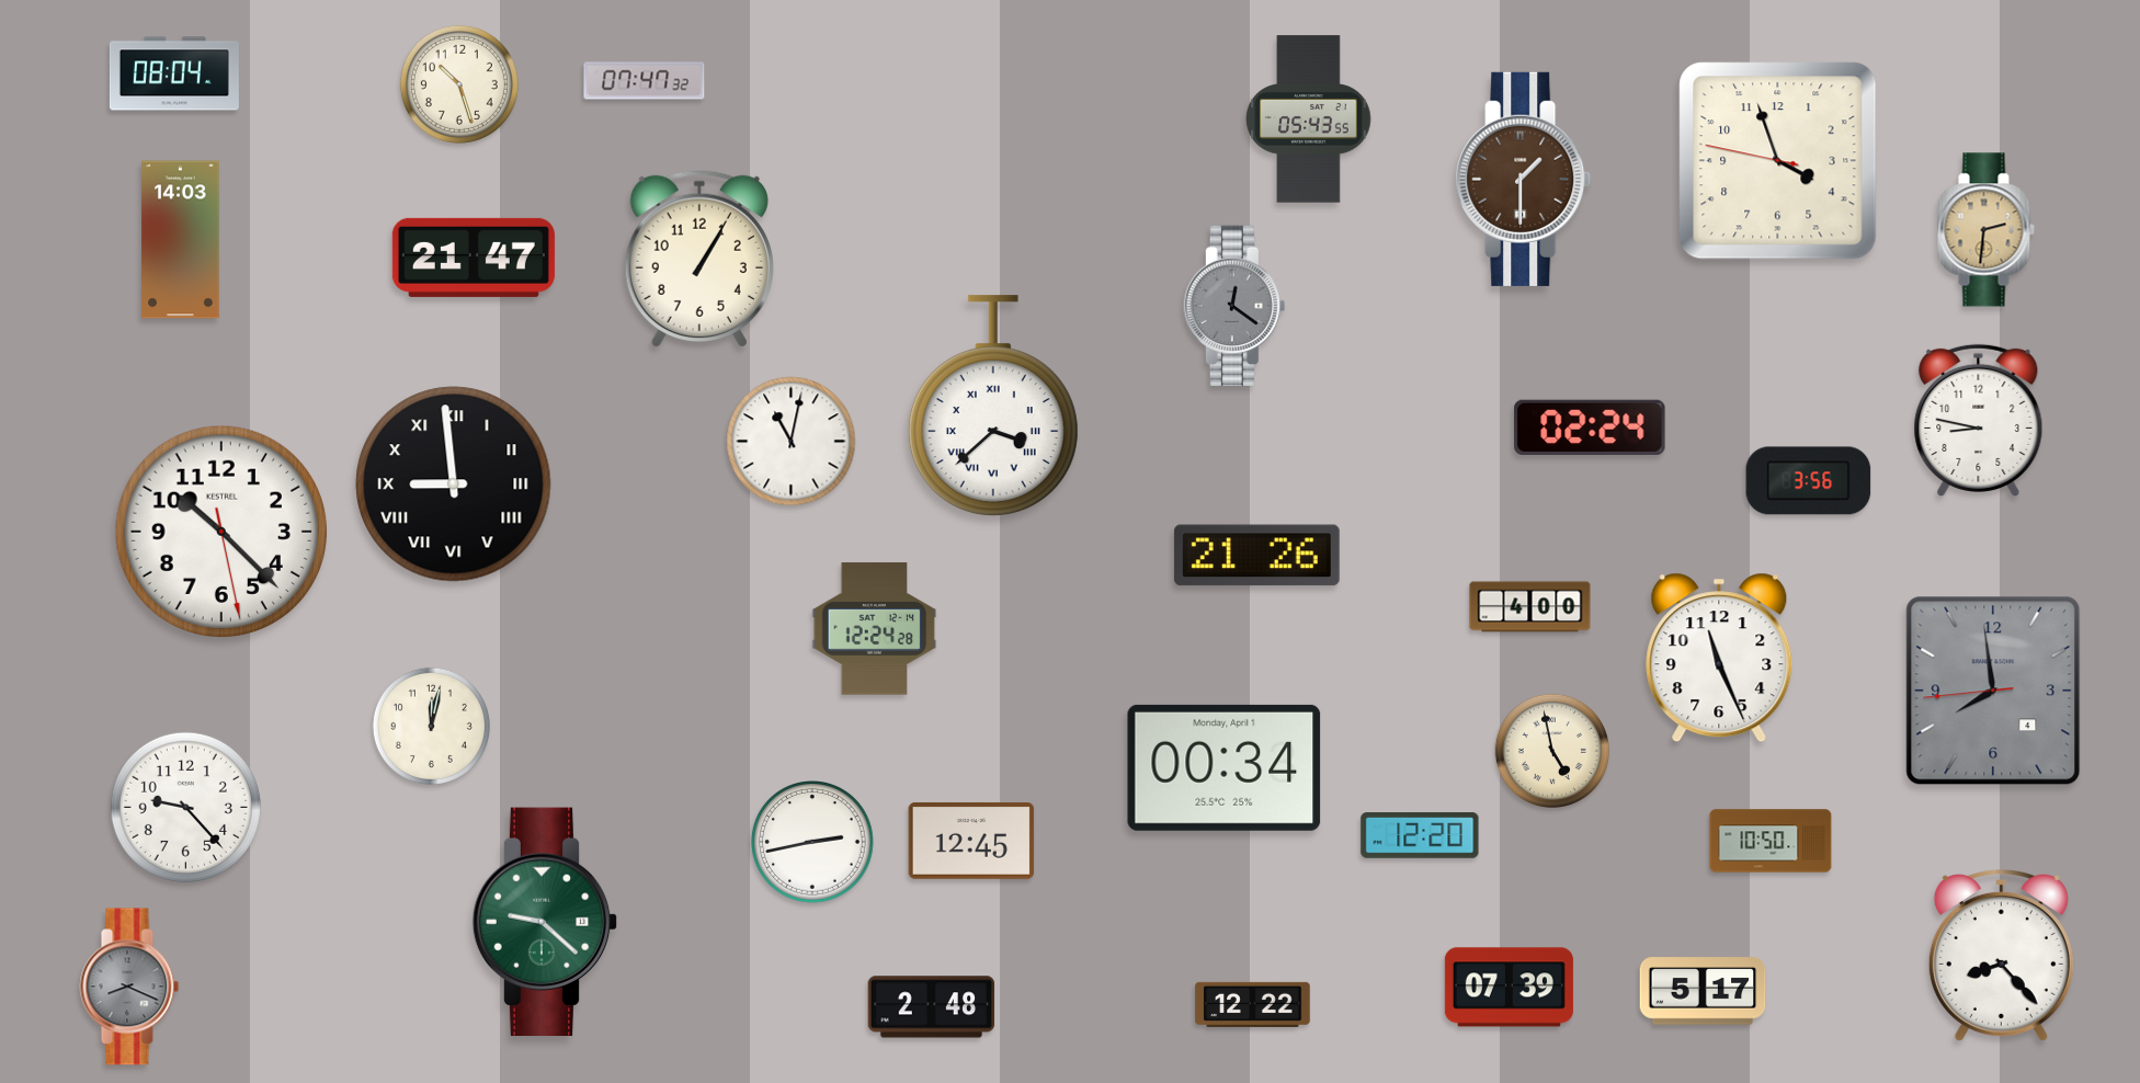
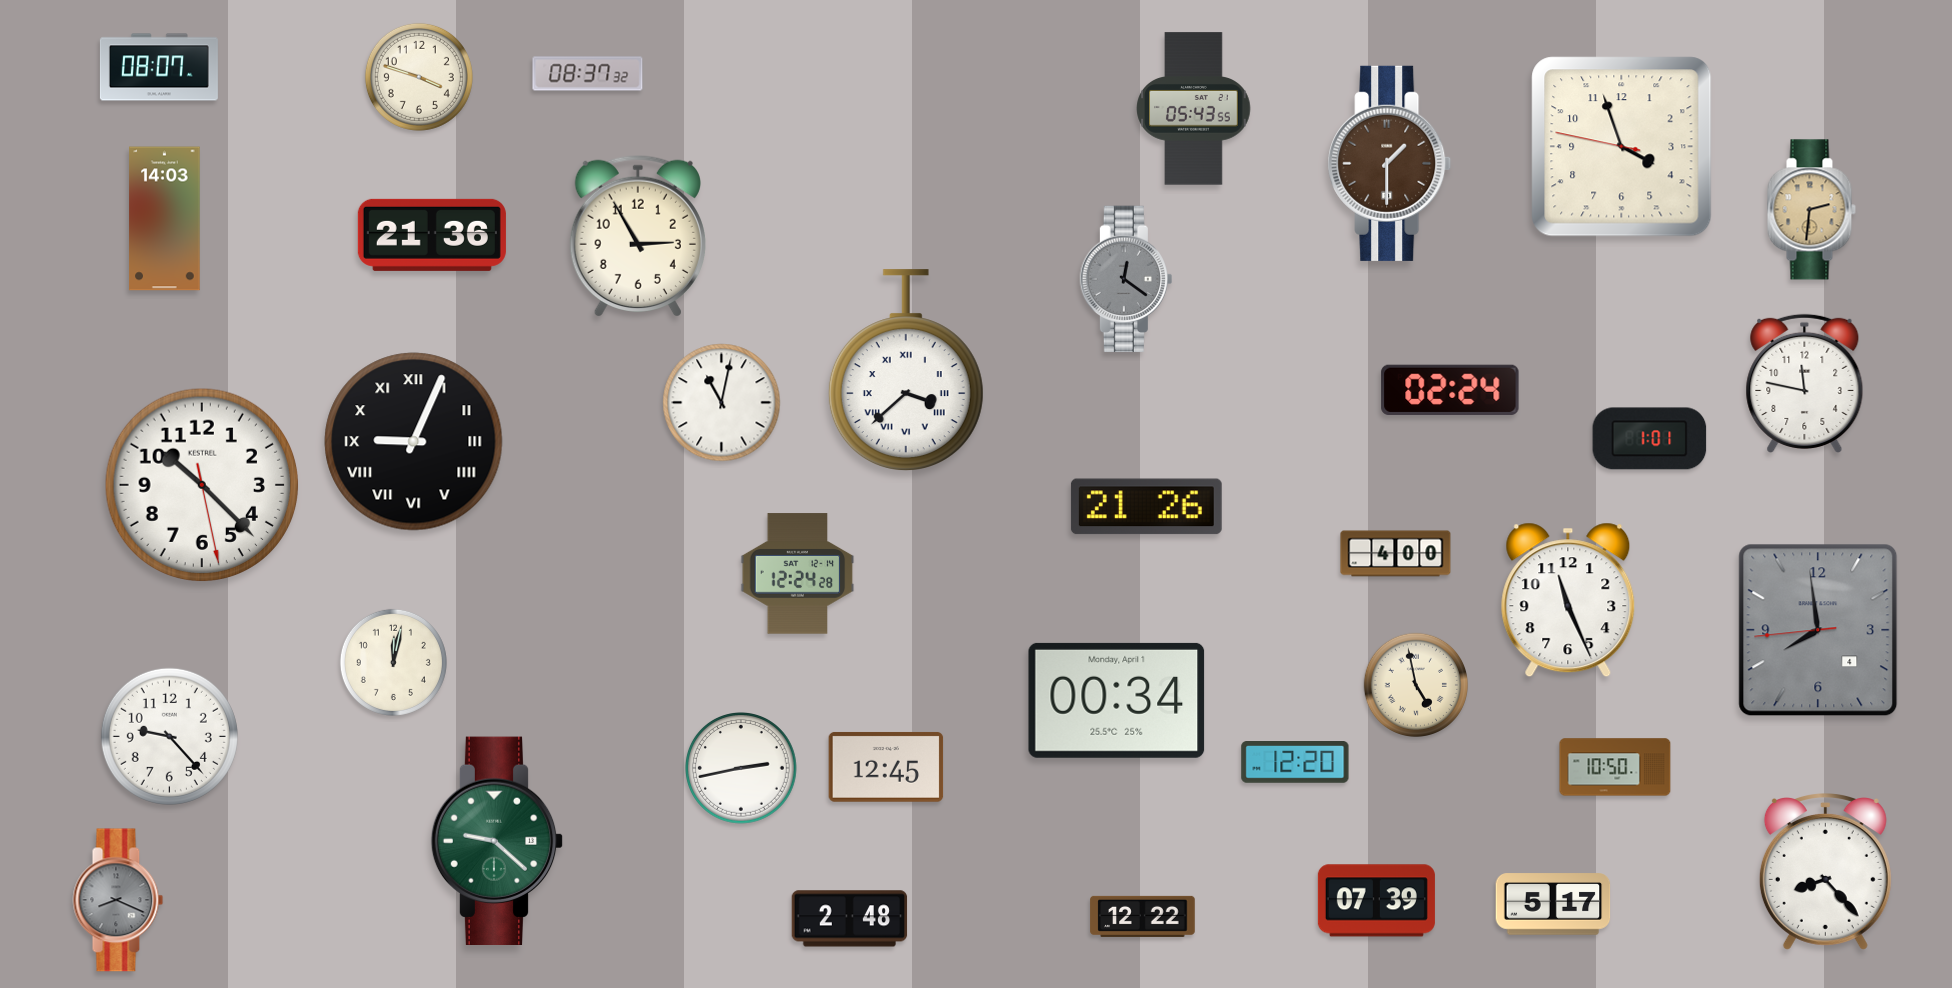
clock at (174, 73): 08:04 -> 08:07
clock at (645, 81): 07:47 -> 08:37
clock at (459, 84): 10:27 -> 3:48
clock at (474, 258): 21:47 -> 21:36
clock at (699, 258): 1:05 -> 2:55
clock at (1979, 420): 8:47 -> 11:47
clock at (1809, 481): 3:56 -> 1:01
clock at (454, 485): 8:59 -> 9:04
